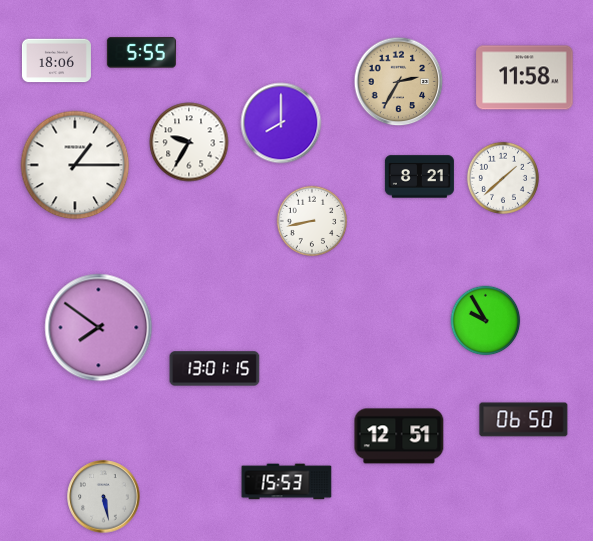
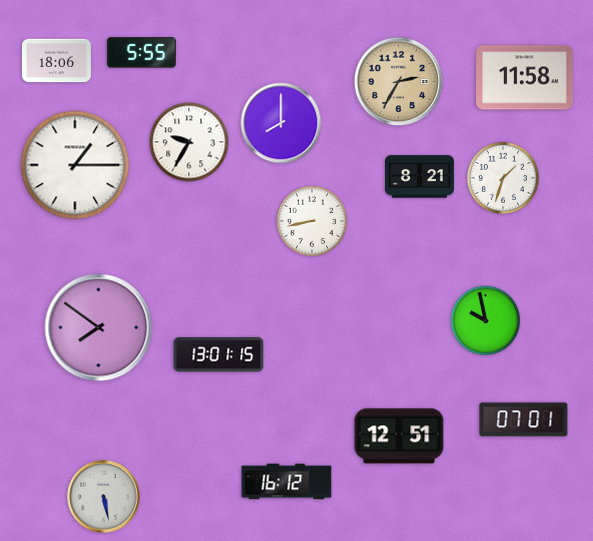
clock at (503, 178): 1:38 -> 1:33
clock at (486, 321): 9:55 -> 9:58
clock at (215, 369) position: (215, 369) -> (219, 355)
clock at (524, 420): 06:50 -> 07:01
clock at (287, 482): 15:53 -> 16:12
